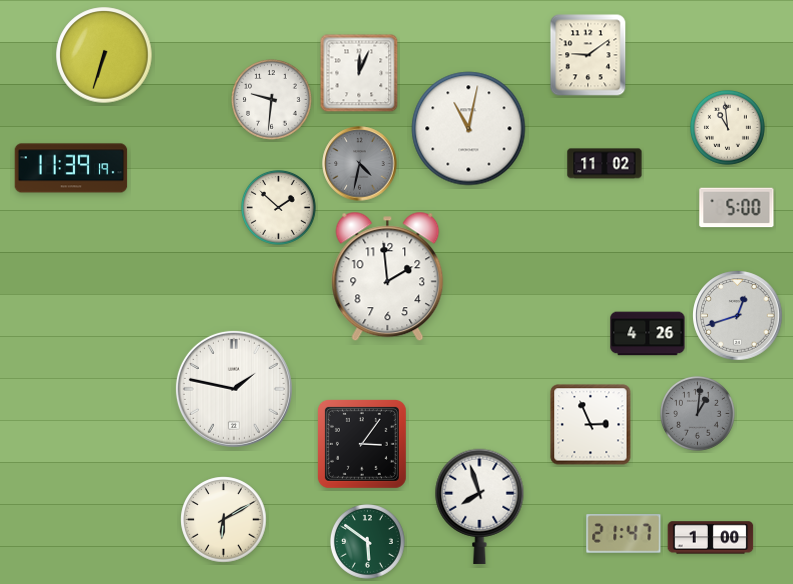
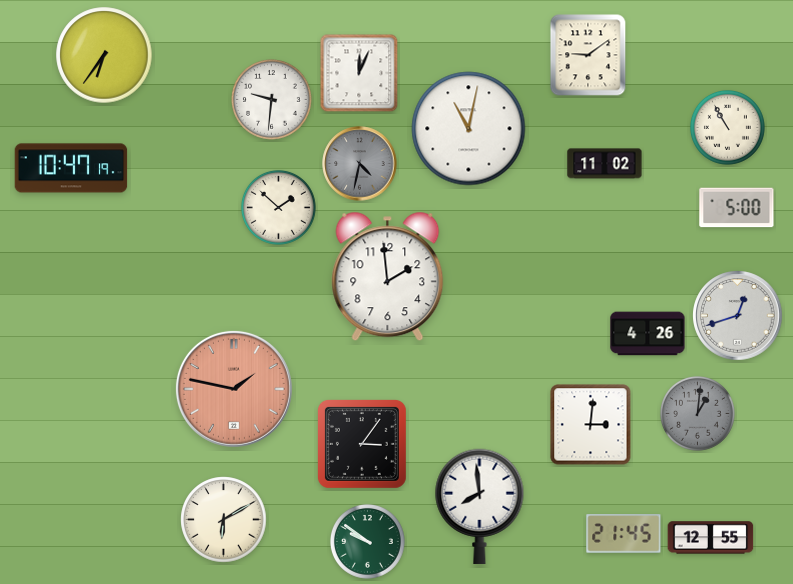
clock at (104, 55): 6:33 -> 6:36
clock at (727, 127): 10:59 -> 10:55
clock at (71, 168): 11:39 -> 10:47
clock at (234, 389) dial: white -> salmon
clock at (591, 425): 2:56 -> 3:01
clock at (480, 506): 7:57 -> 7:59
clock at (624, 534): 21:47 -> 21:45
clock at (711, 538): 1:00 -> 12:55
clock at (367, 541): 5:51 -> 9:51
